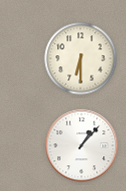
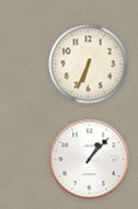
clock at (81, 59): 6:30 -> 6:34
